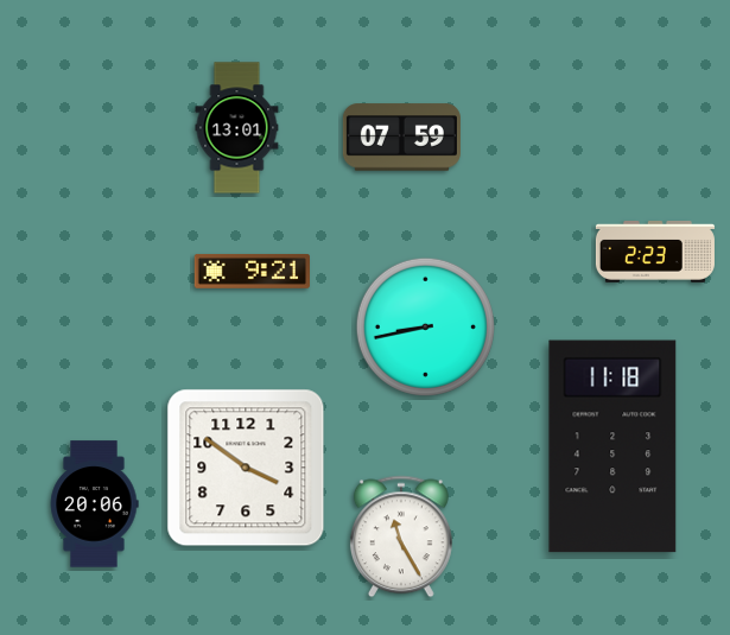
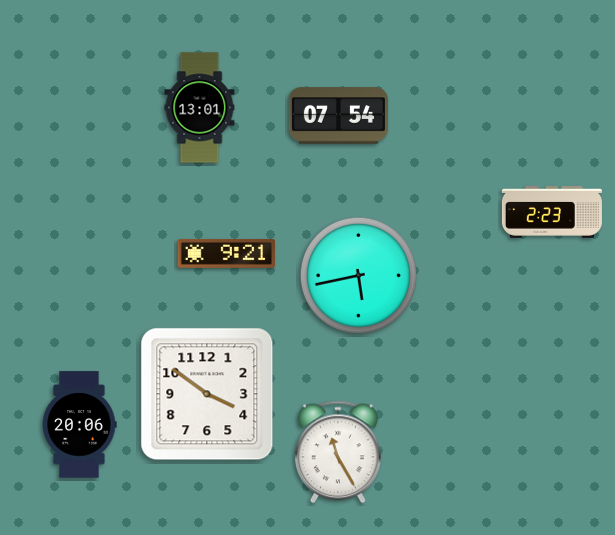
clock at (401, 138): 07:59 -> 07:54
clock at (252, 271) position: (252, 271) -> (226, 253)
clock at (425, 326): 8:43 -> 5:43
clock at (612, 446): 11:18 -> none
